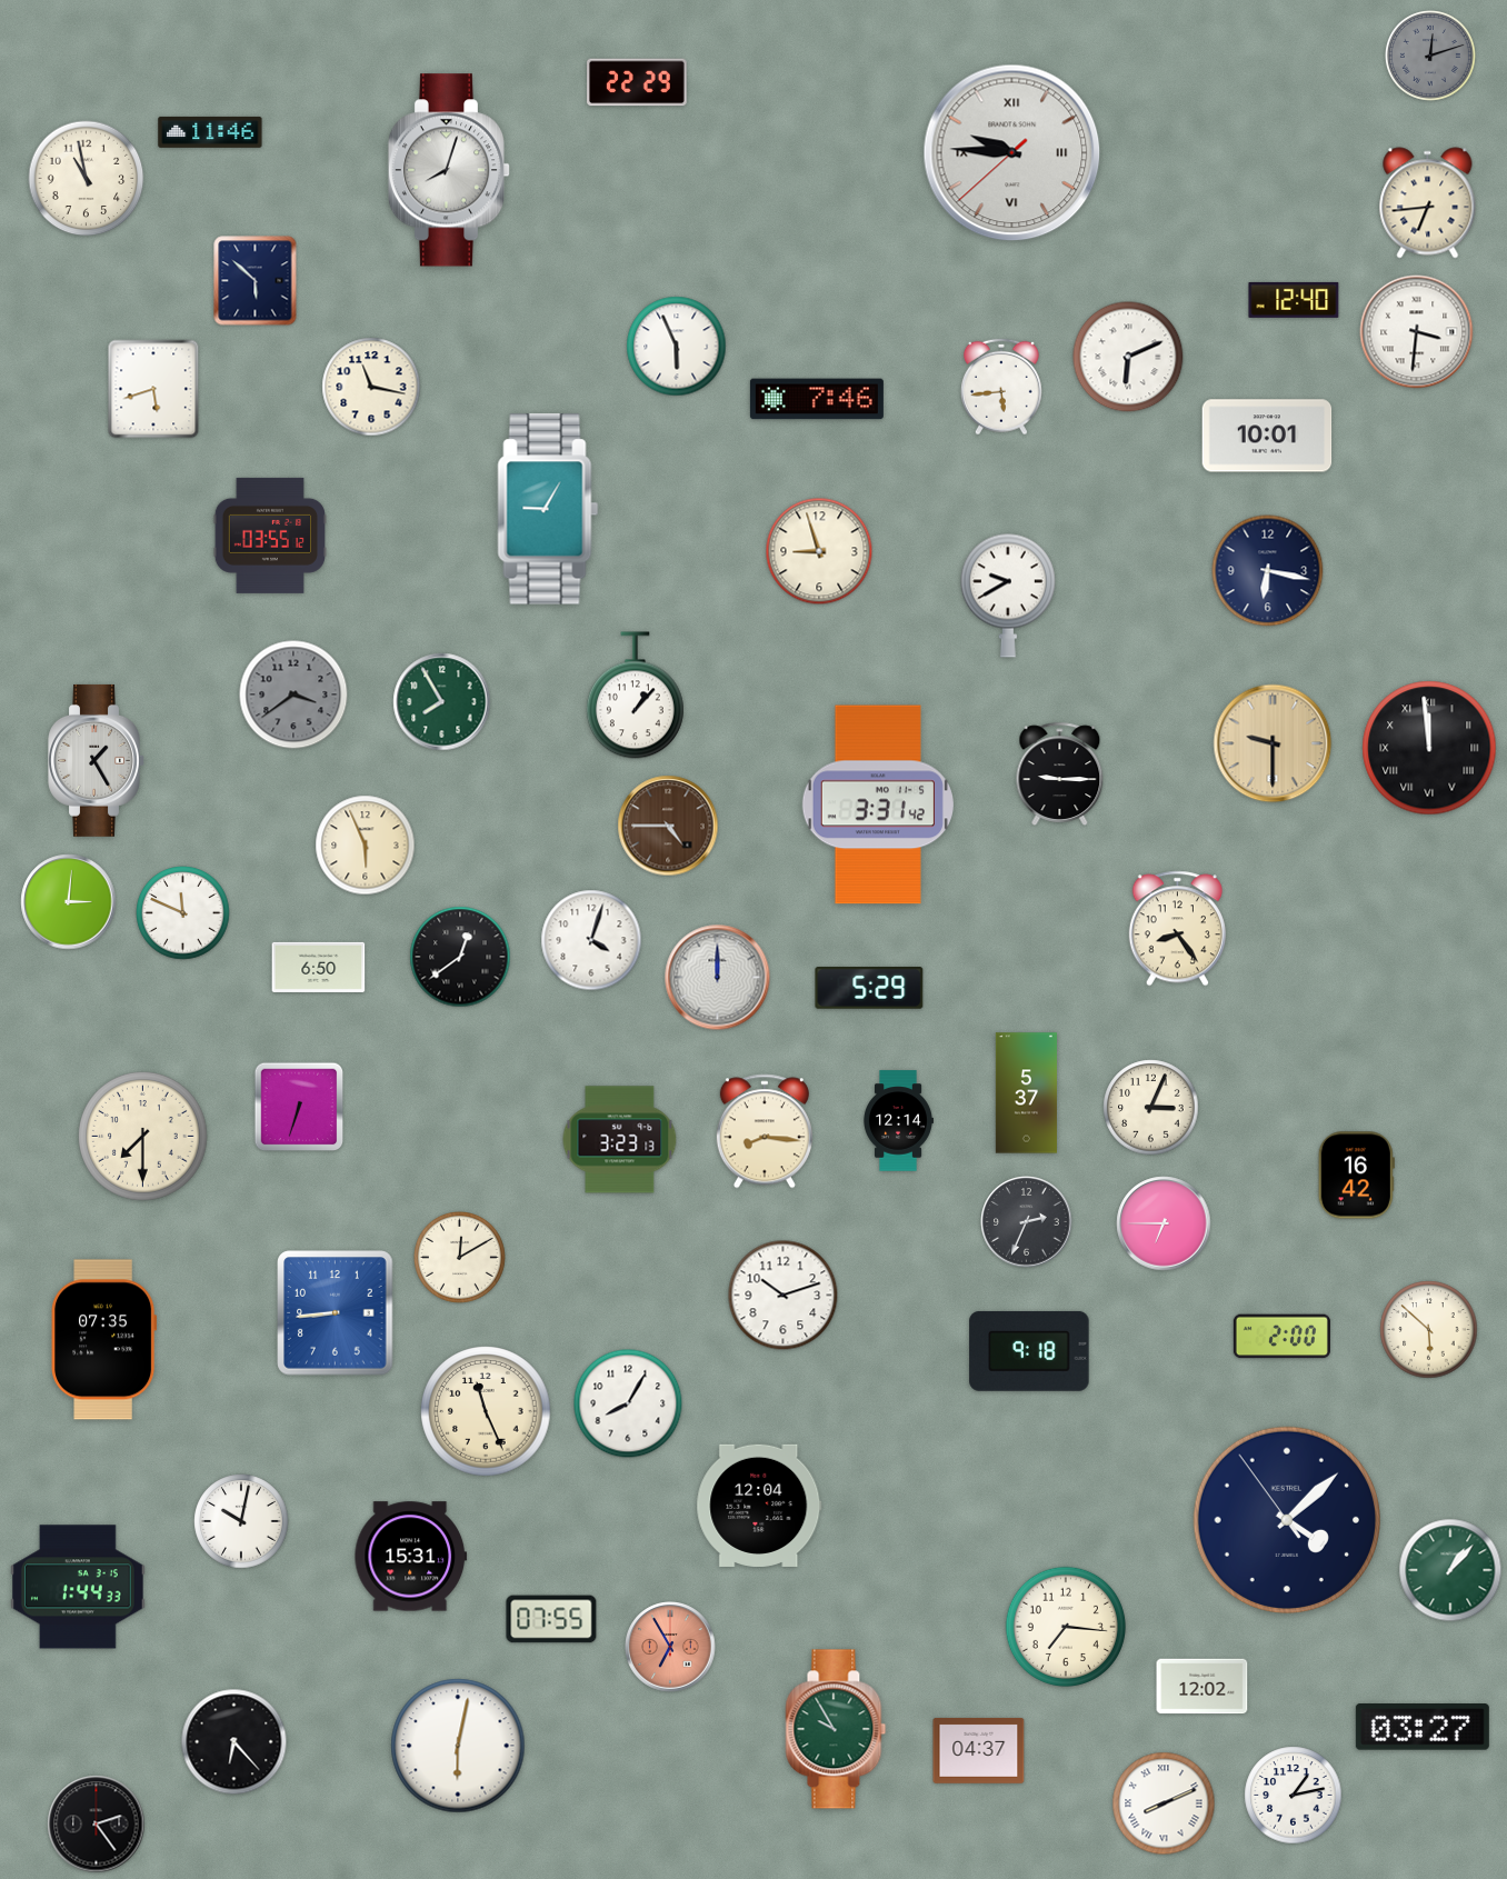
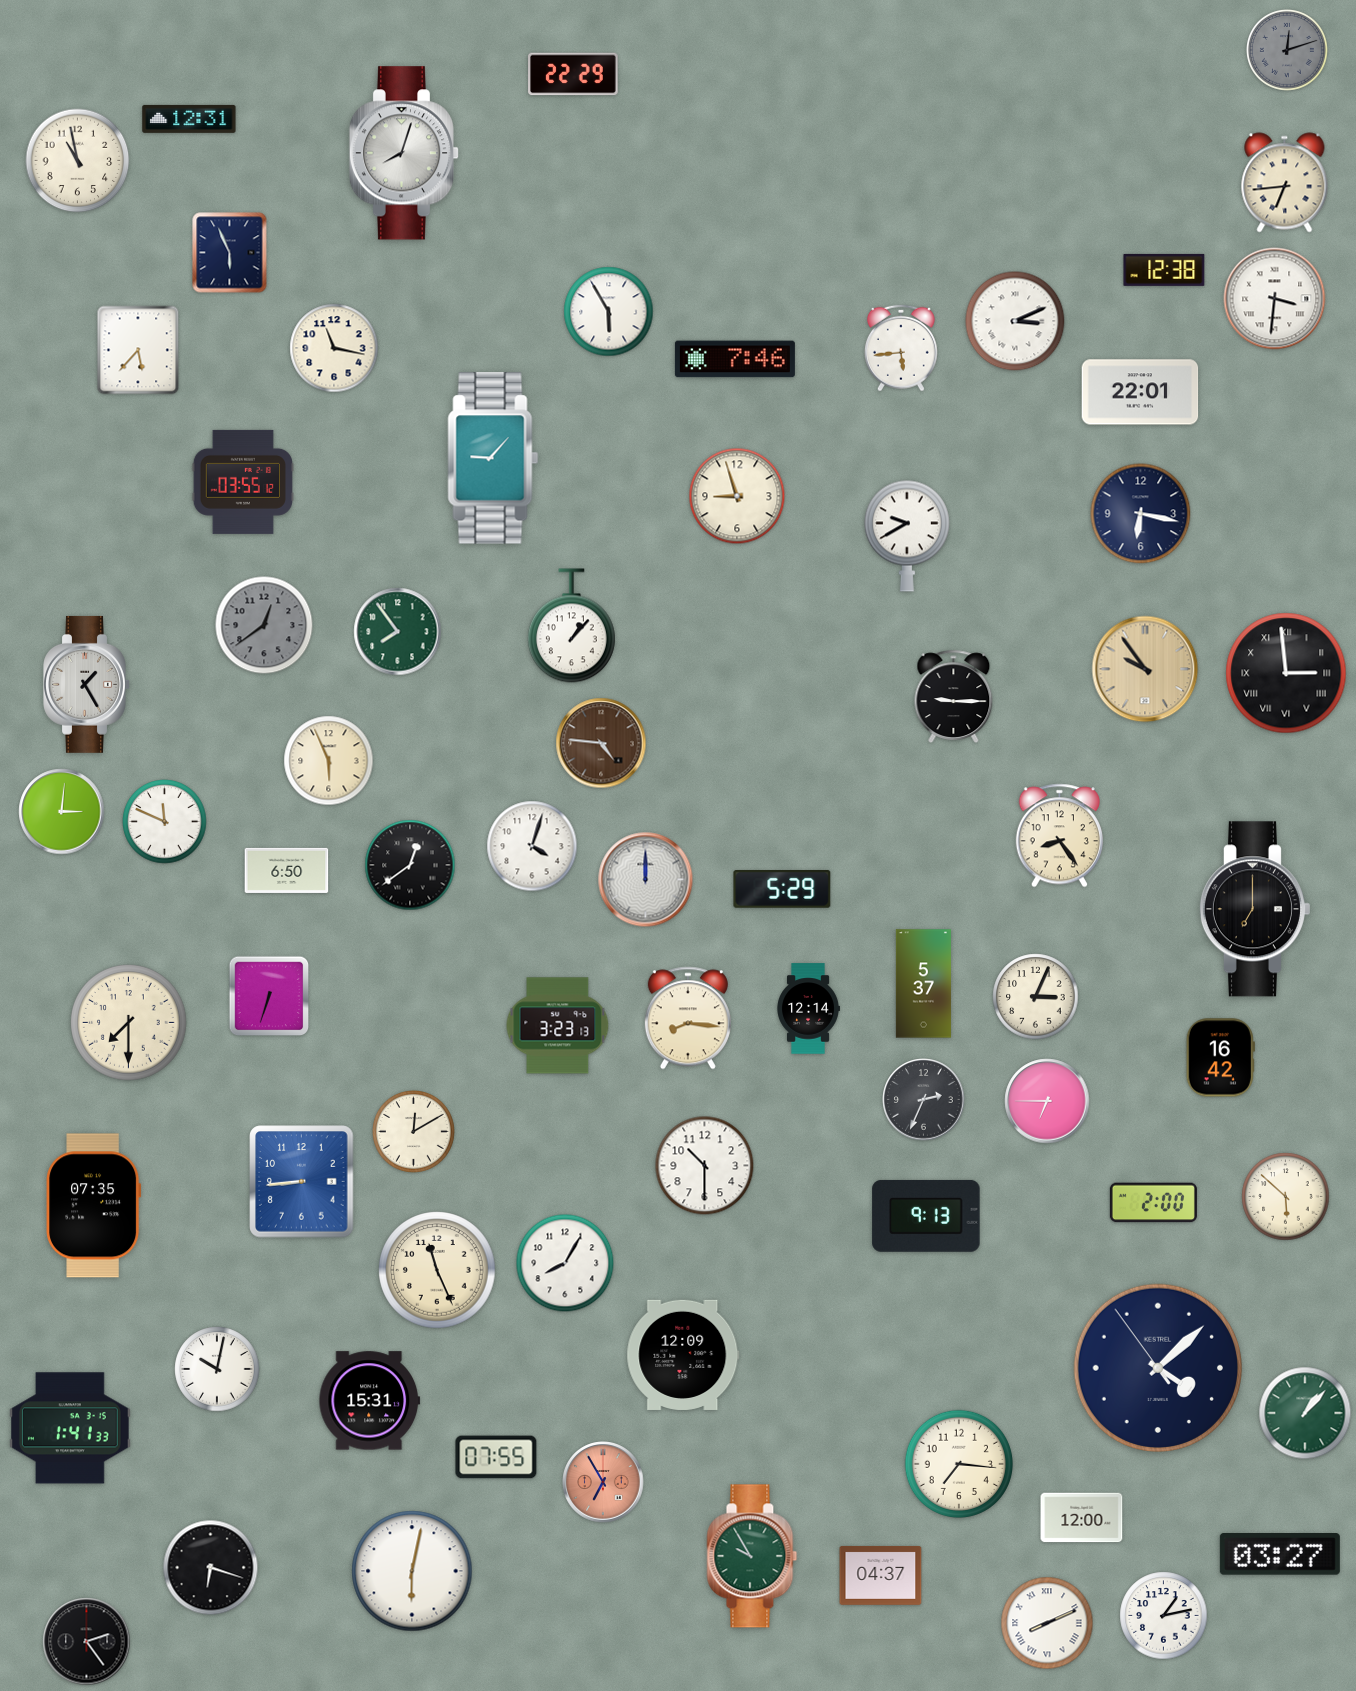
clock at (210, 132): 11:46 -> 12:31
clock at (1012, 153): 9:45 -> none
clock at (256, 281): 5:52 -> 5:56
clock at (1294, 300): 12:40 -> 12:38
clock at (677, 347): 5:56 -> 5:55
clock at (1128, 357): 6:11 -> 3:11
clock at (153, 389): 5:42 -> 5:37
clock at (1267, 436): 10:01 -> 22:01
clock at (548, 509): 9:05 -> 9:07
clock at (293, 694): 3:39 -> 12:39
clock at (442, 702): 7:55 -> 7:54
clock at (1273, 743): 9:30 -> 9:54
clock at (1429, 748): 11:59 -> 2:59
clock at (878, 804): 3:31 -> none
clock at (668, 826): 4:45 -> 4:46
clock at (460, 957) position: (460, 957) -> (410, 865)
clock at (1254, 909): none -> 7:00
clock at (784, 1296): 10:12 -> 10:30
clock at (1029, 1351): 9:18 -> 9:13
clock at (759, 1506): 12:04 -> 12:09
clock at (79, 1587): 1:44 -> 1:41
clock at (1202, 1687): 12:02 -> 12:00
clock at (234, 1742): 6:23 -> 6:18
